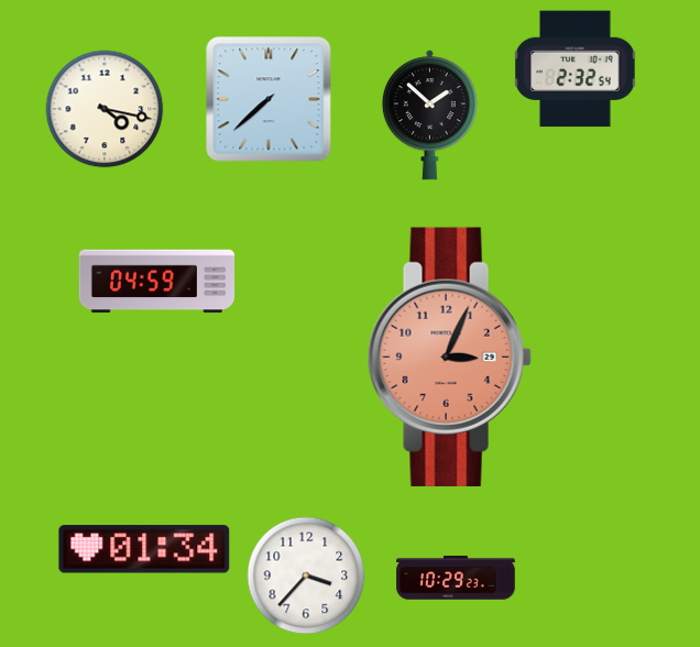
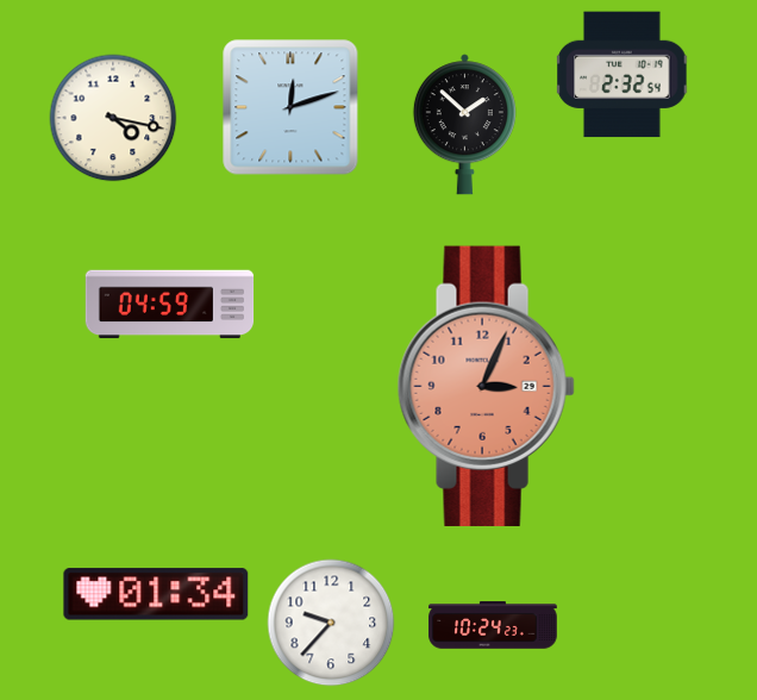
clock at (269, 99): 7:38 -> 12:12
clock at (306, 575): 3:37 -> 9:37
clock at (456, 578): 10:29 -> 10:24
